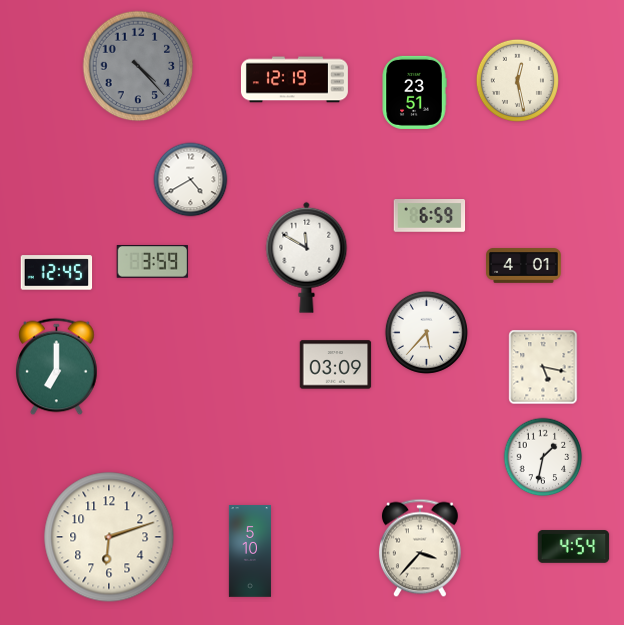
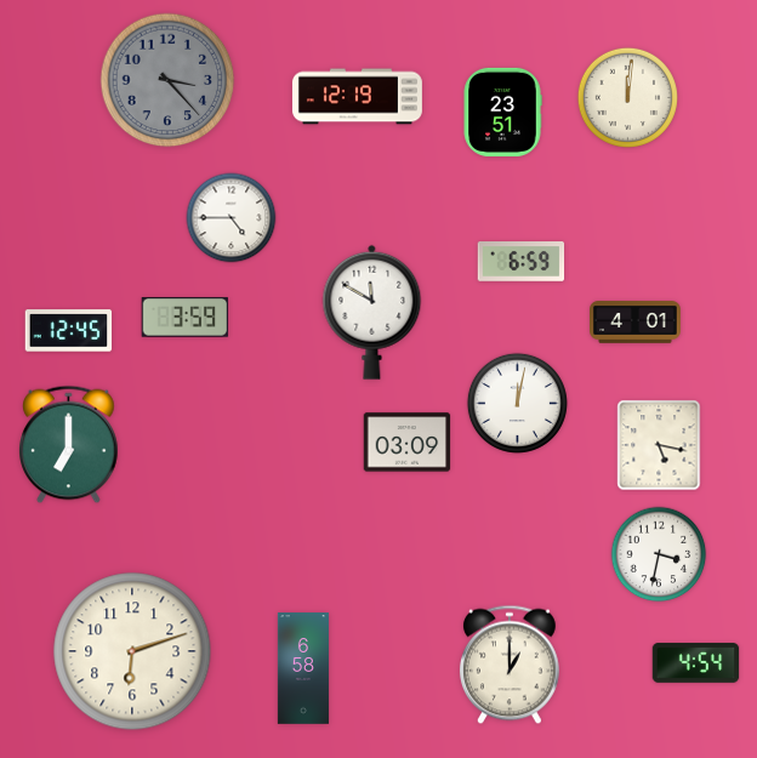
clock at (138, 66): 4:23 -> 3:23
clock at (517, 80): 12:28 -> 12:01
clock at (191, 180): 4:40 -> 4:45
clock at (426, 332): 5:37 -> 12:02
clock at (543, 457): 1:32 -> 3:32
clock at (420, 548): 3:37 -> 1:00
clock at (250, 551): 5:10 -> 6:58
